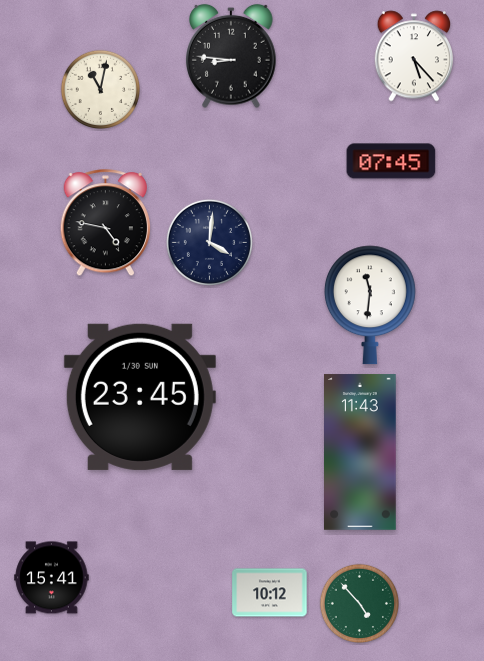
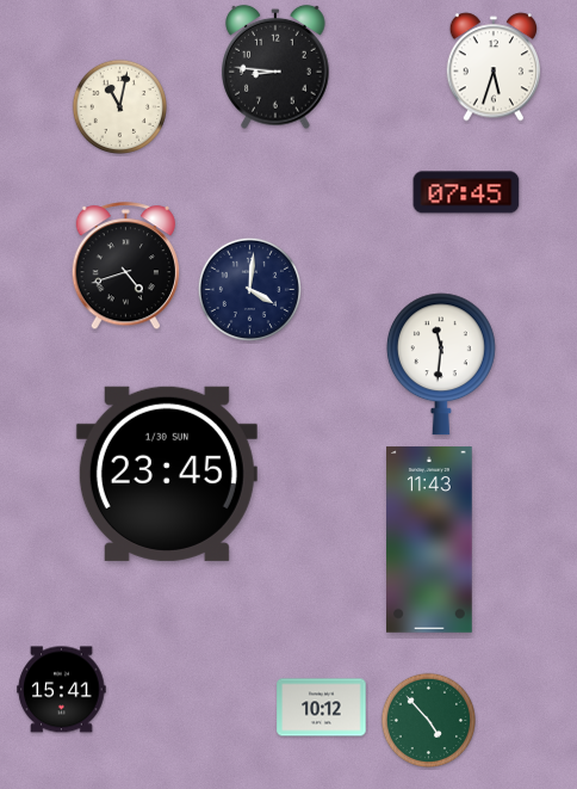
clock at (414, 56): 5:23 -> 5:33
clock at (105, 223): 4:47 -> 4:42
